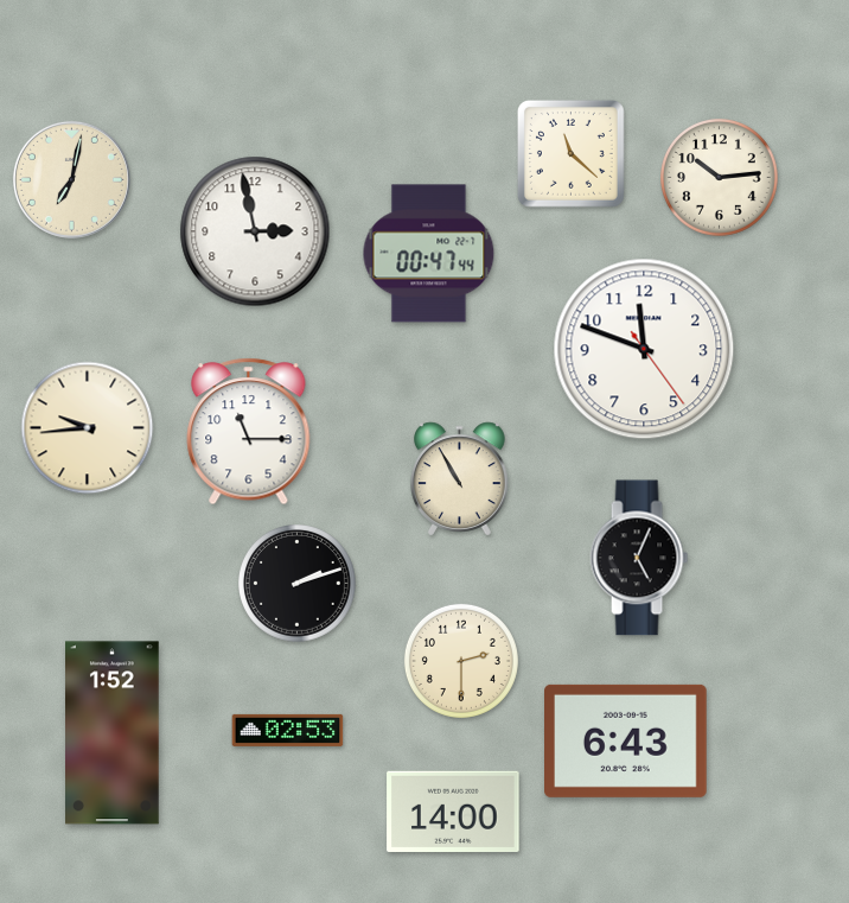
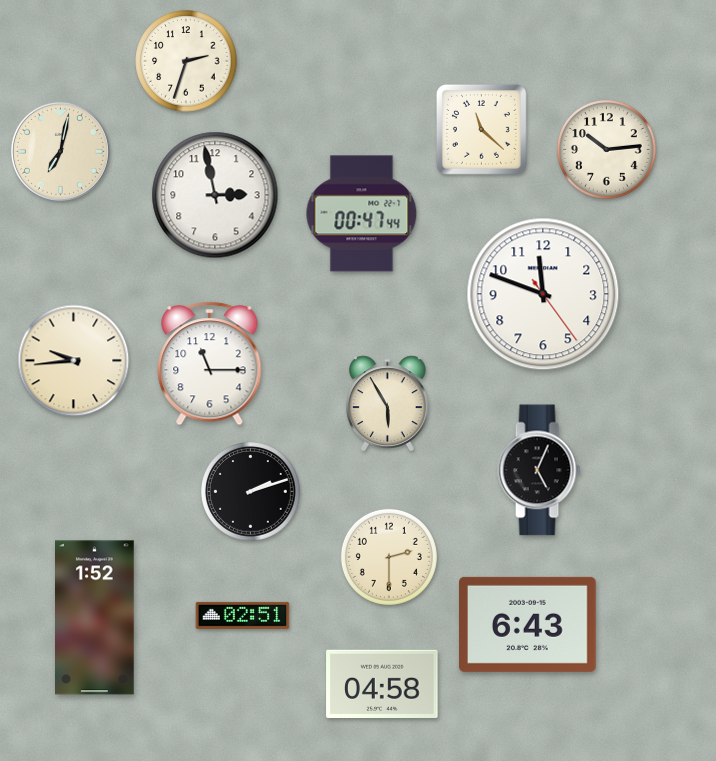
clock at (186, 61): none -> 2:33
clock at (460, 479): 10:55 -> 5:55
clock at (288, 730): 02:53 -> 02:51
clock at (453, 812): 14:00 -> 04:58
